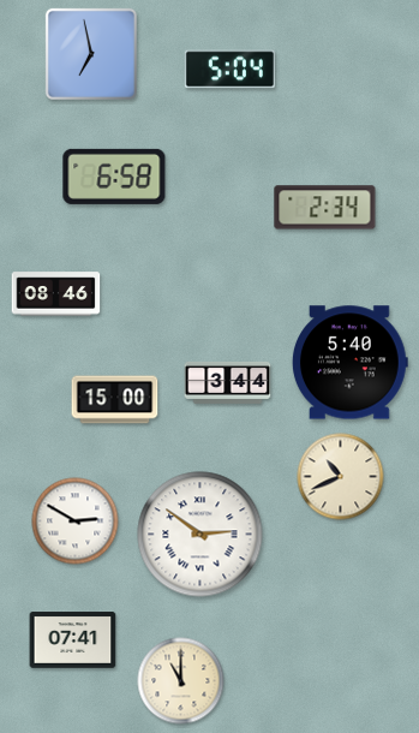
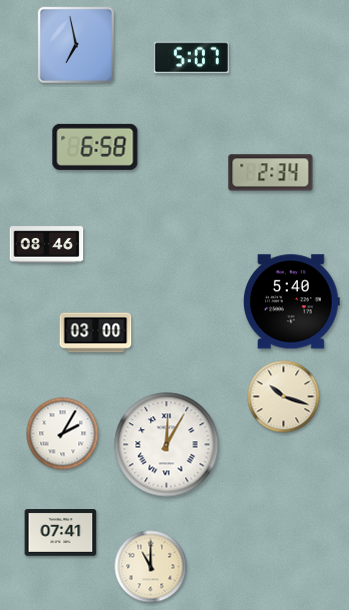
clock at (229, 70): 5:04 -> 5:07
clock at (228, 383): 3:44 -> none
clock at (115, 400): 15:00 -> 03:00
clock at (341, 477): 10:41 -> 10:18
clock at (76, 522): 2:50 -> 2:05
clock at (200, 535): 2:51 -> 12:05
